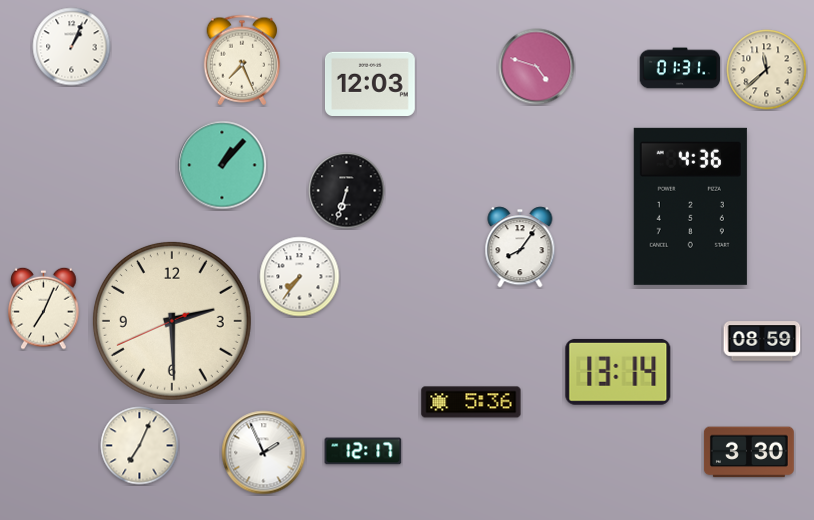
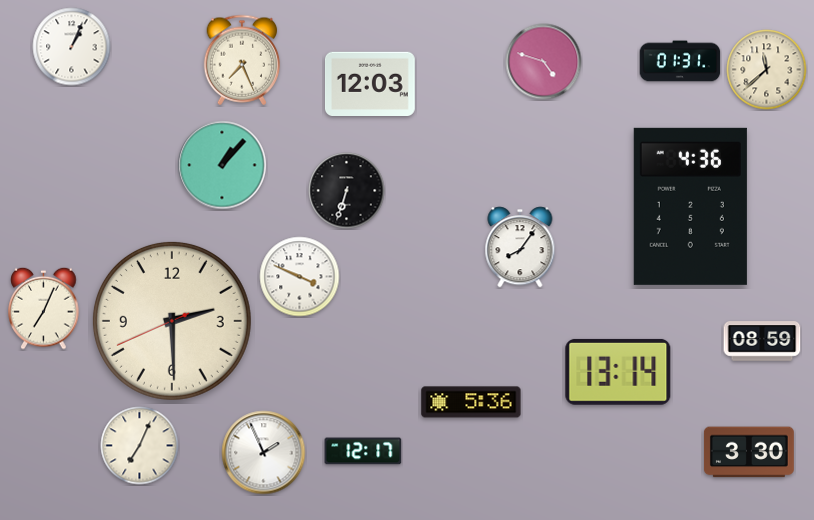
clock at (537, 67) position: (537, 67) -> (544, 62)
clock at (680, 68) position: (680, 68) -> (680, 61)
clock at (300, 277): 7:36 -> 3:49
